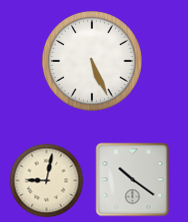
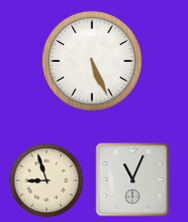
clock at (133, 180): 10:21 -> 11:04
clock at (47, 181): 9:02 -> 8:57
